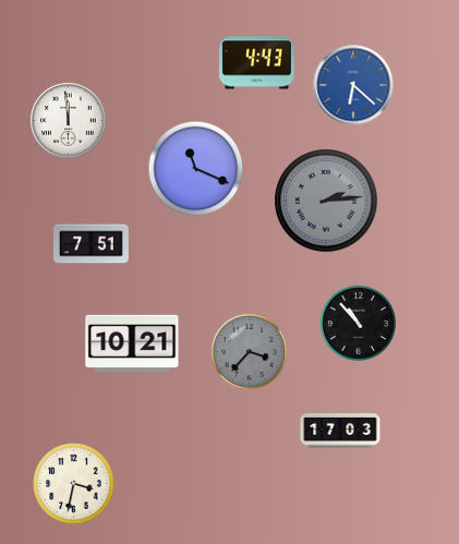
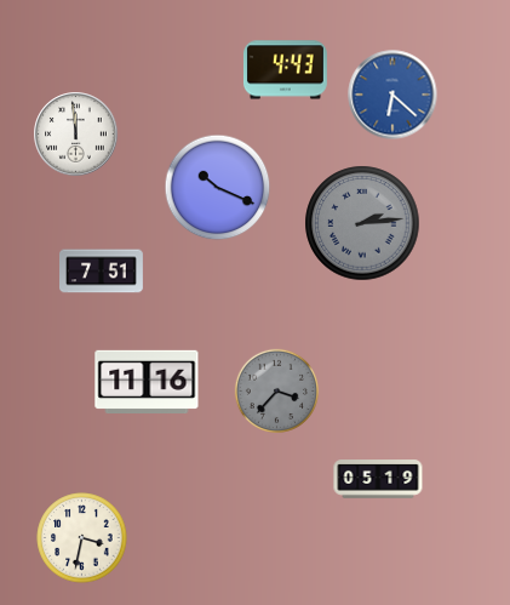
clock at (196, 169): 11:19 -> 10:19
clock at (358, 323): 10:53 -> none
clock at (132, 342): 10:21 -> 11:16
clock at (340, 431): 17:03 -> 05:19
